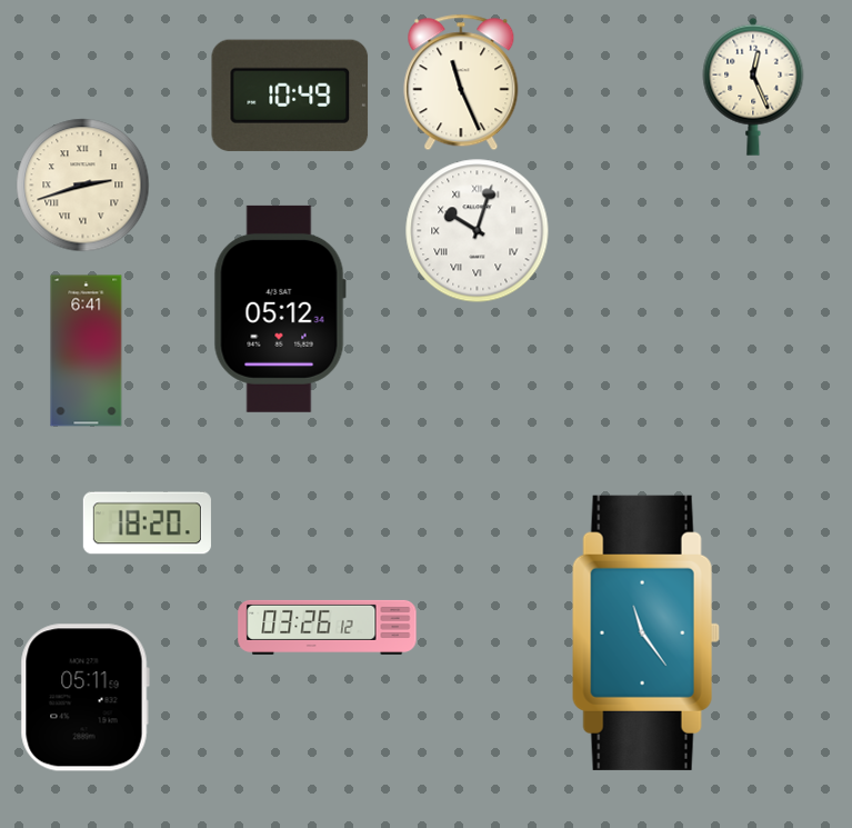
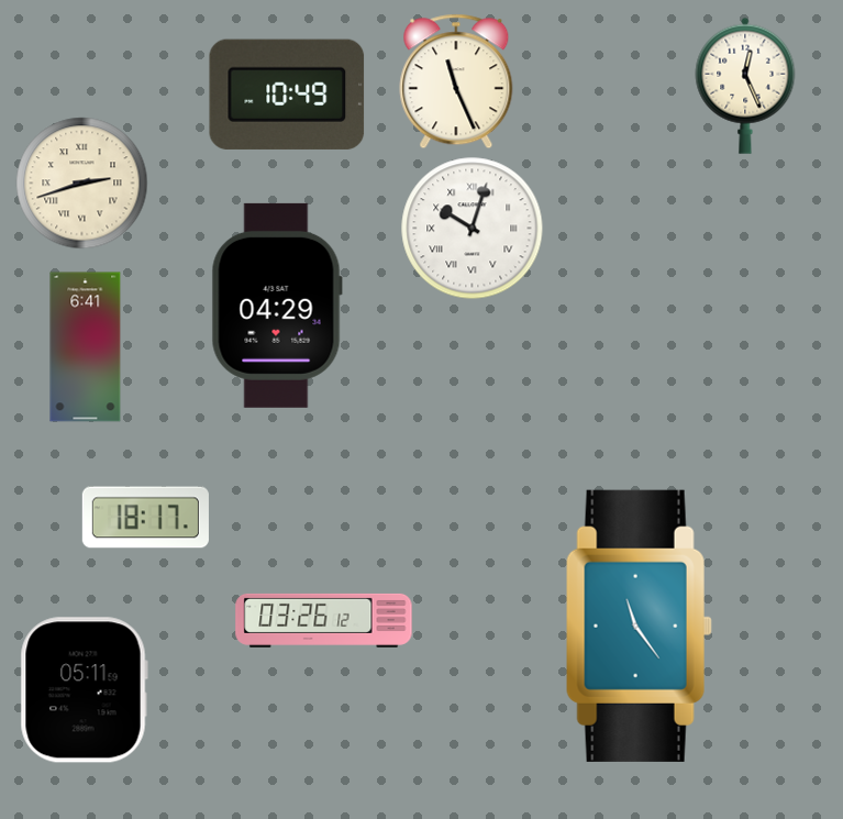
clock at (280, 309): 05:12 -> 04:29
clock at (147, 523): 18:20 -> 18:17
